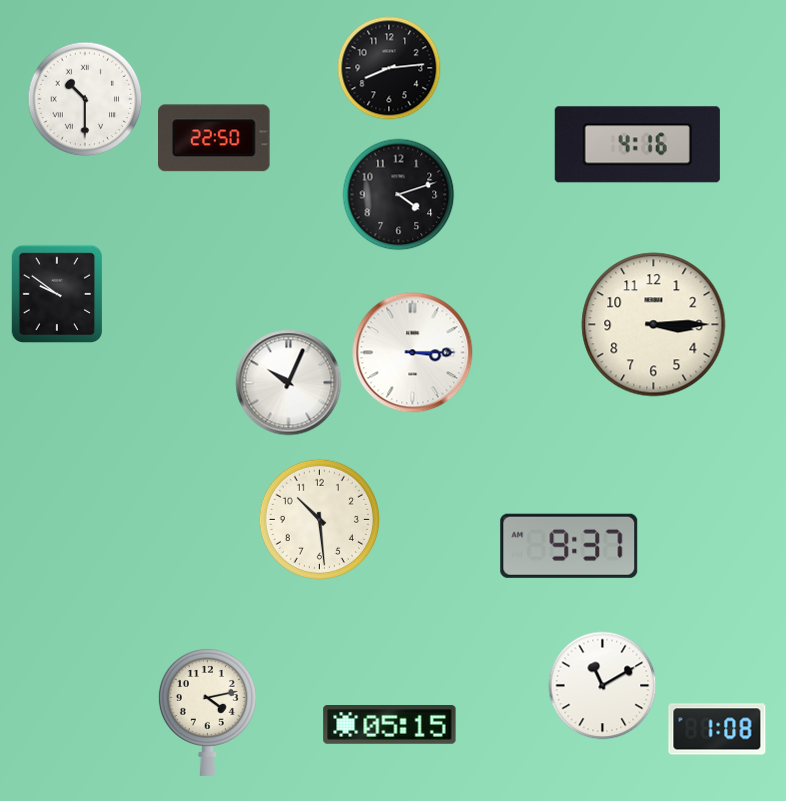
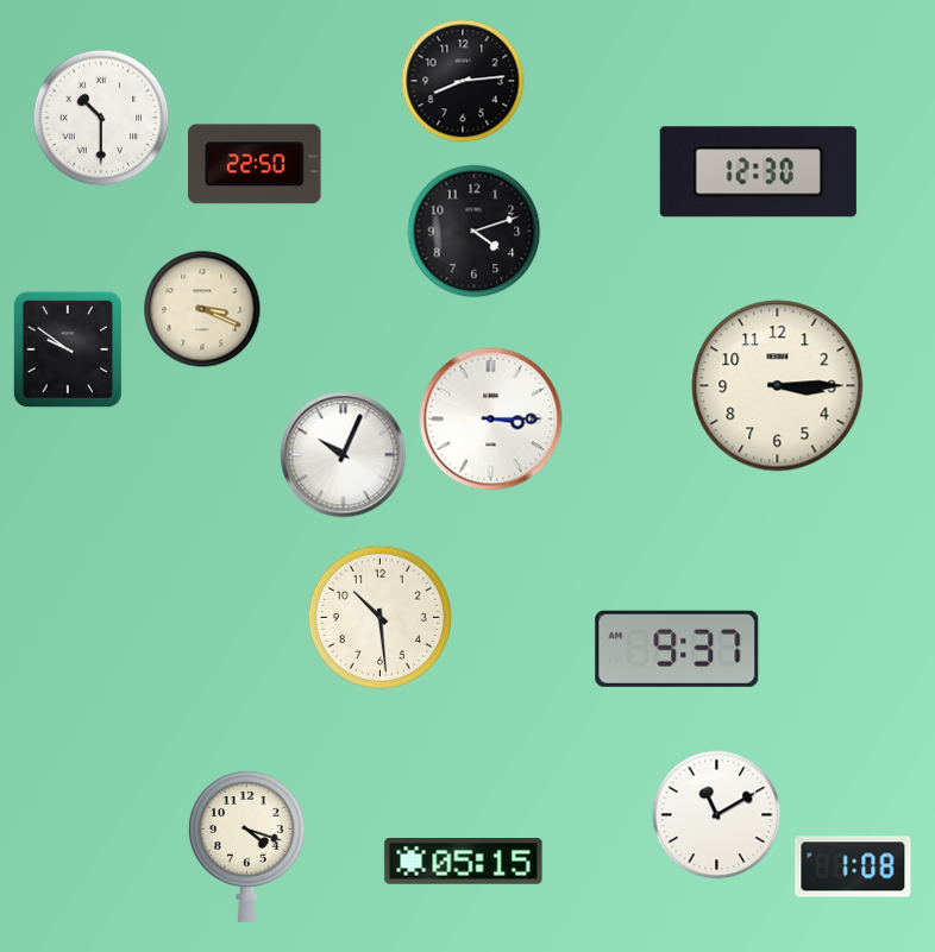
clock at (637, 145): 4:16 -> 12:30
clock at (202, 309): none -> 3:19
clock at (207, 712): 4:13 -> 4:18
